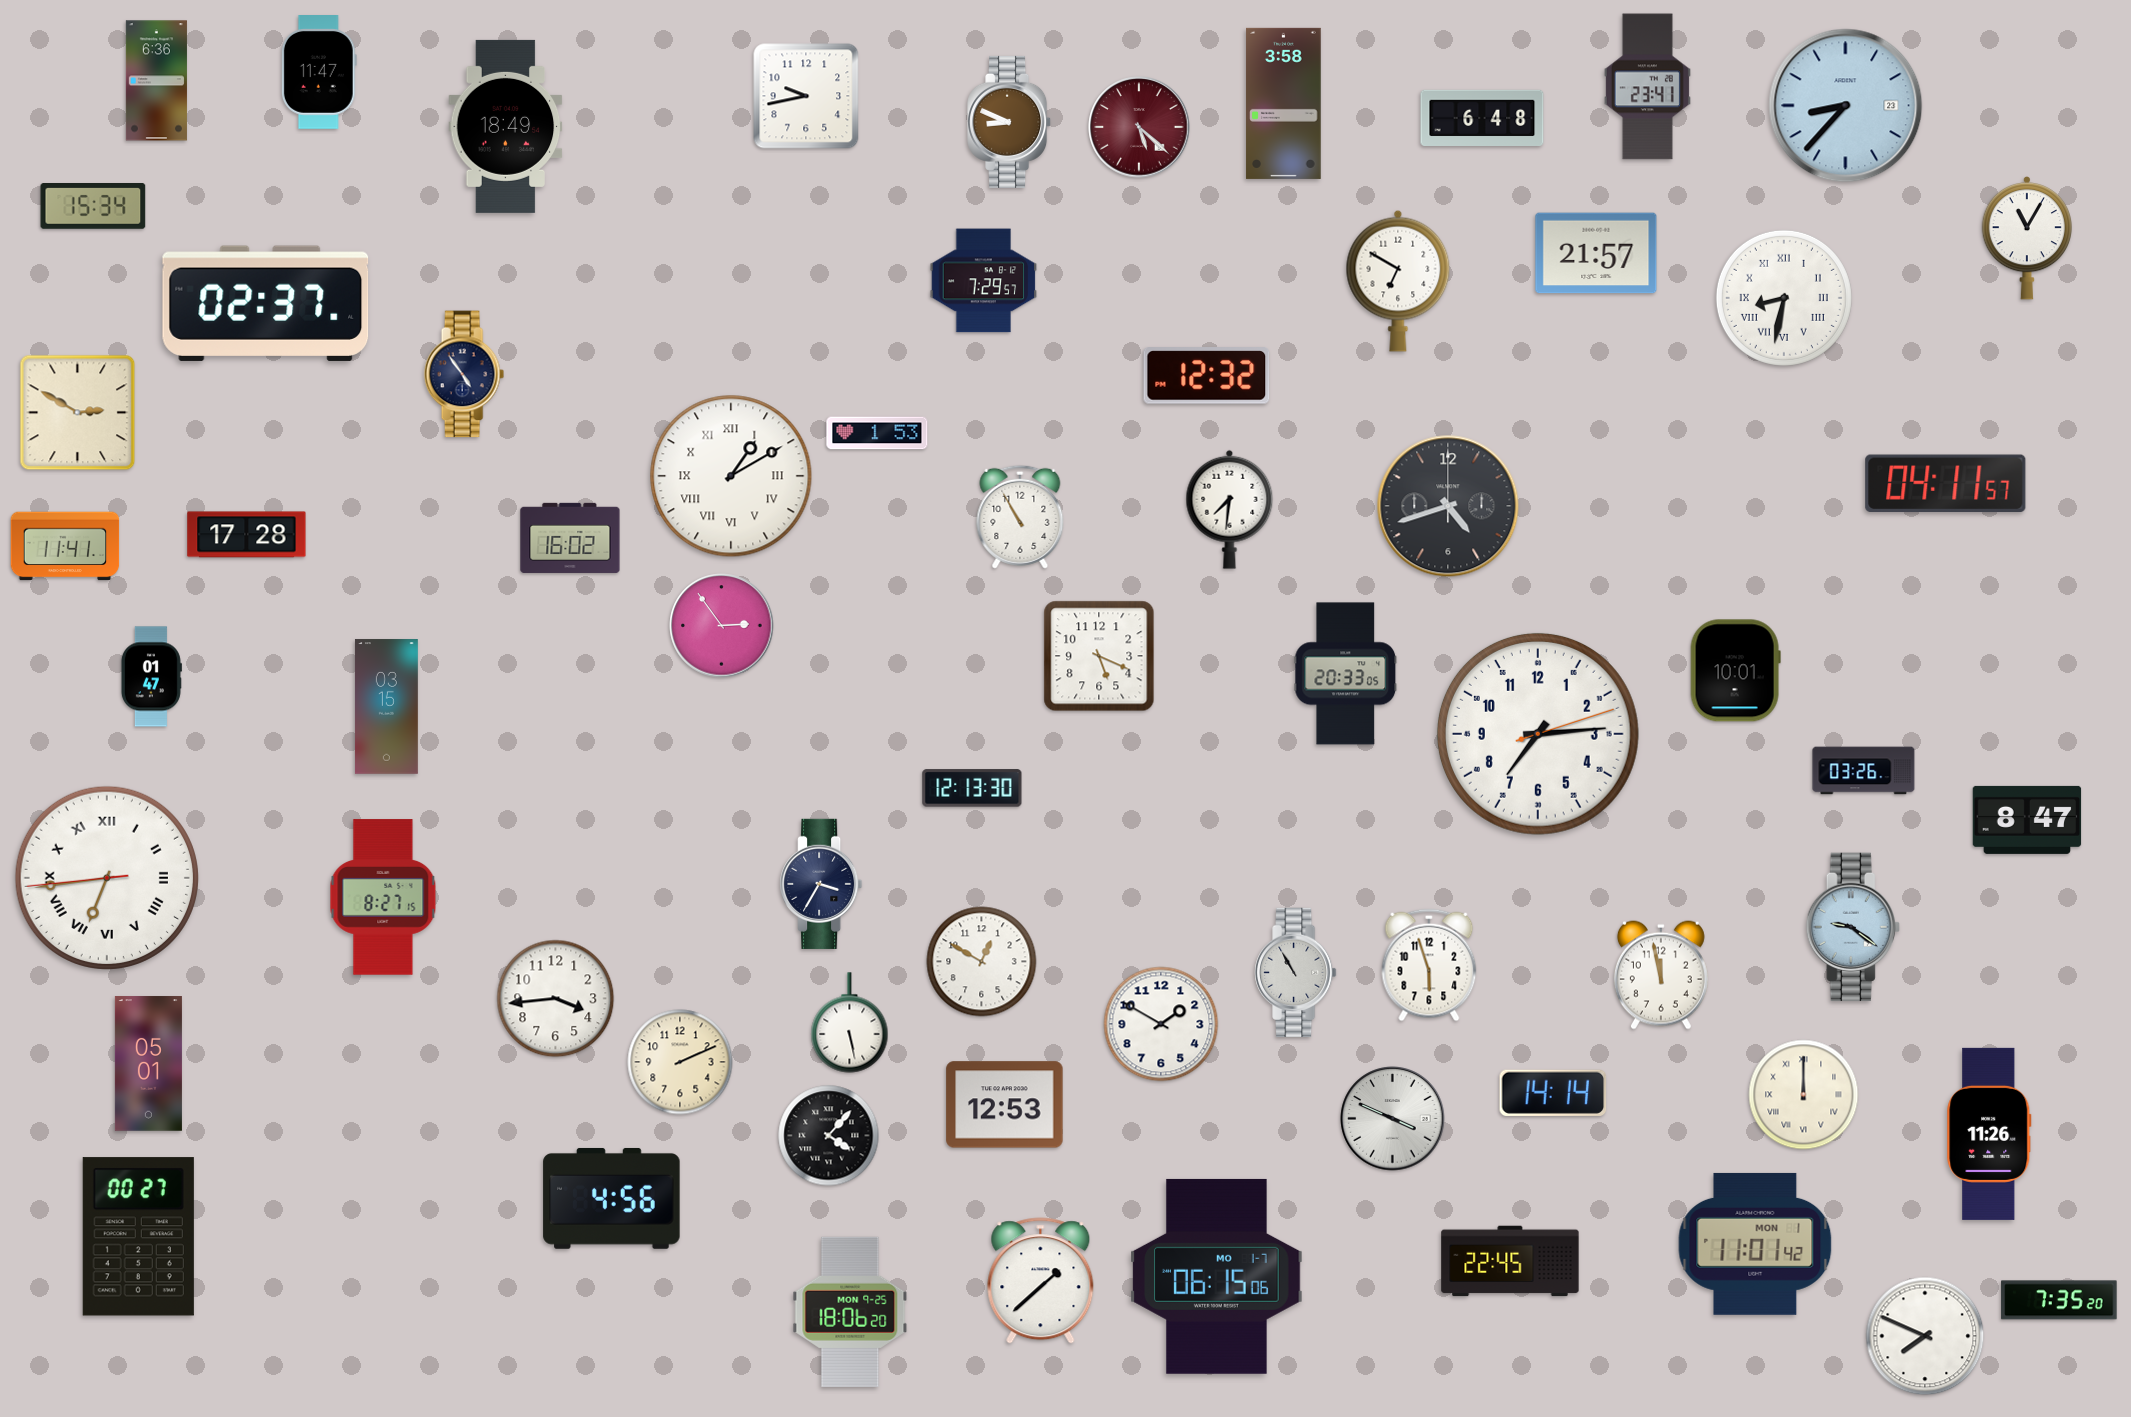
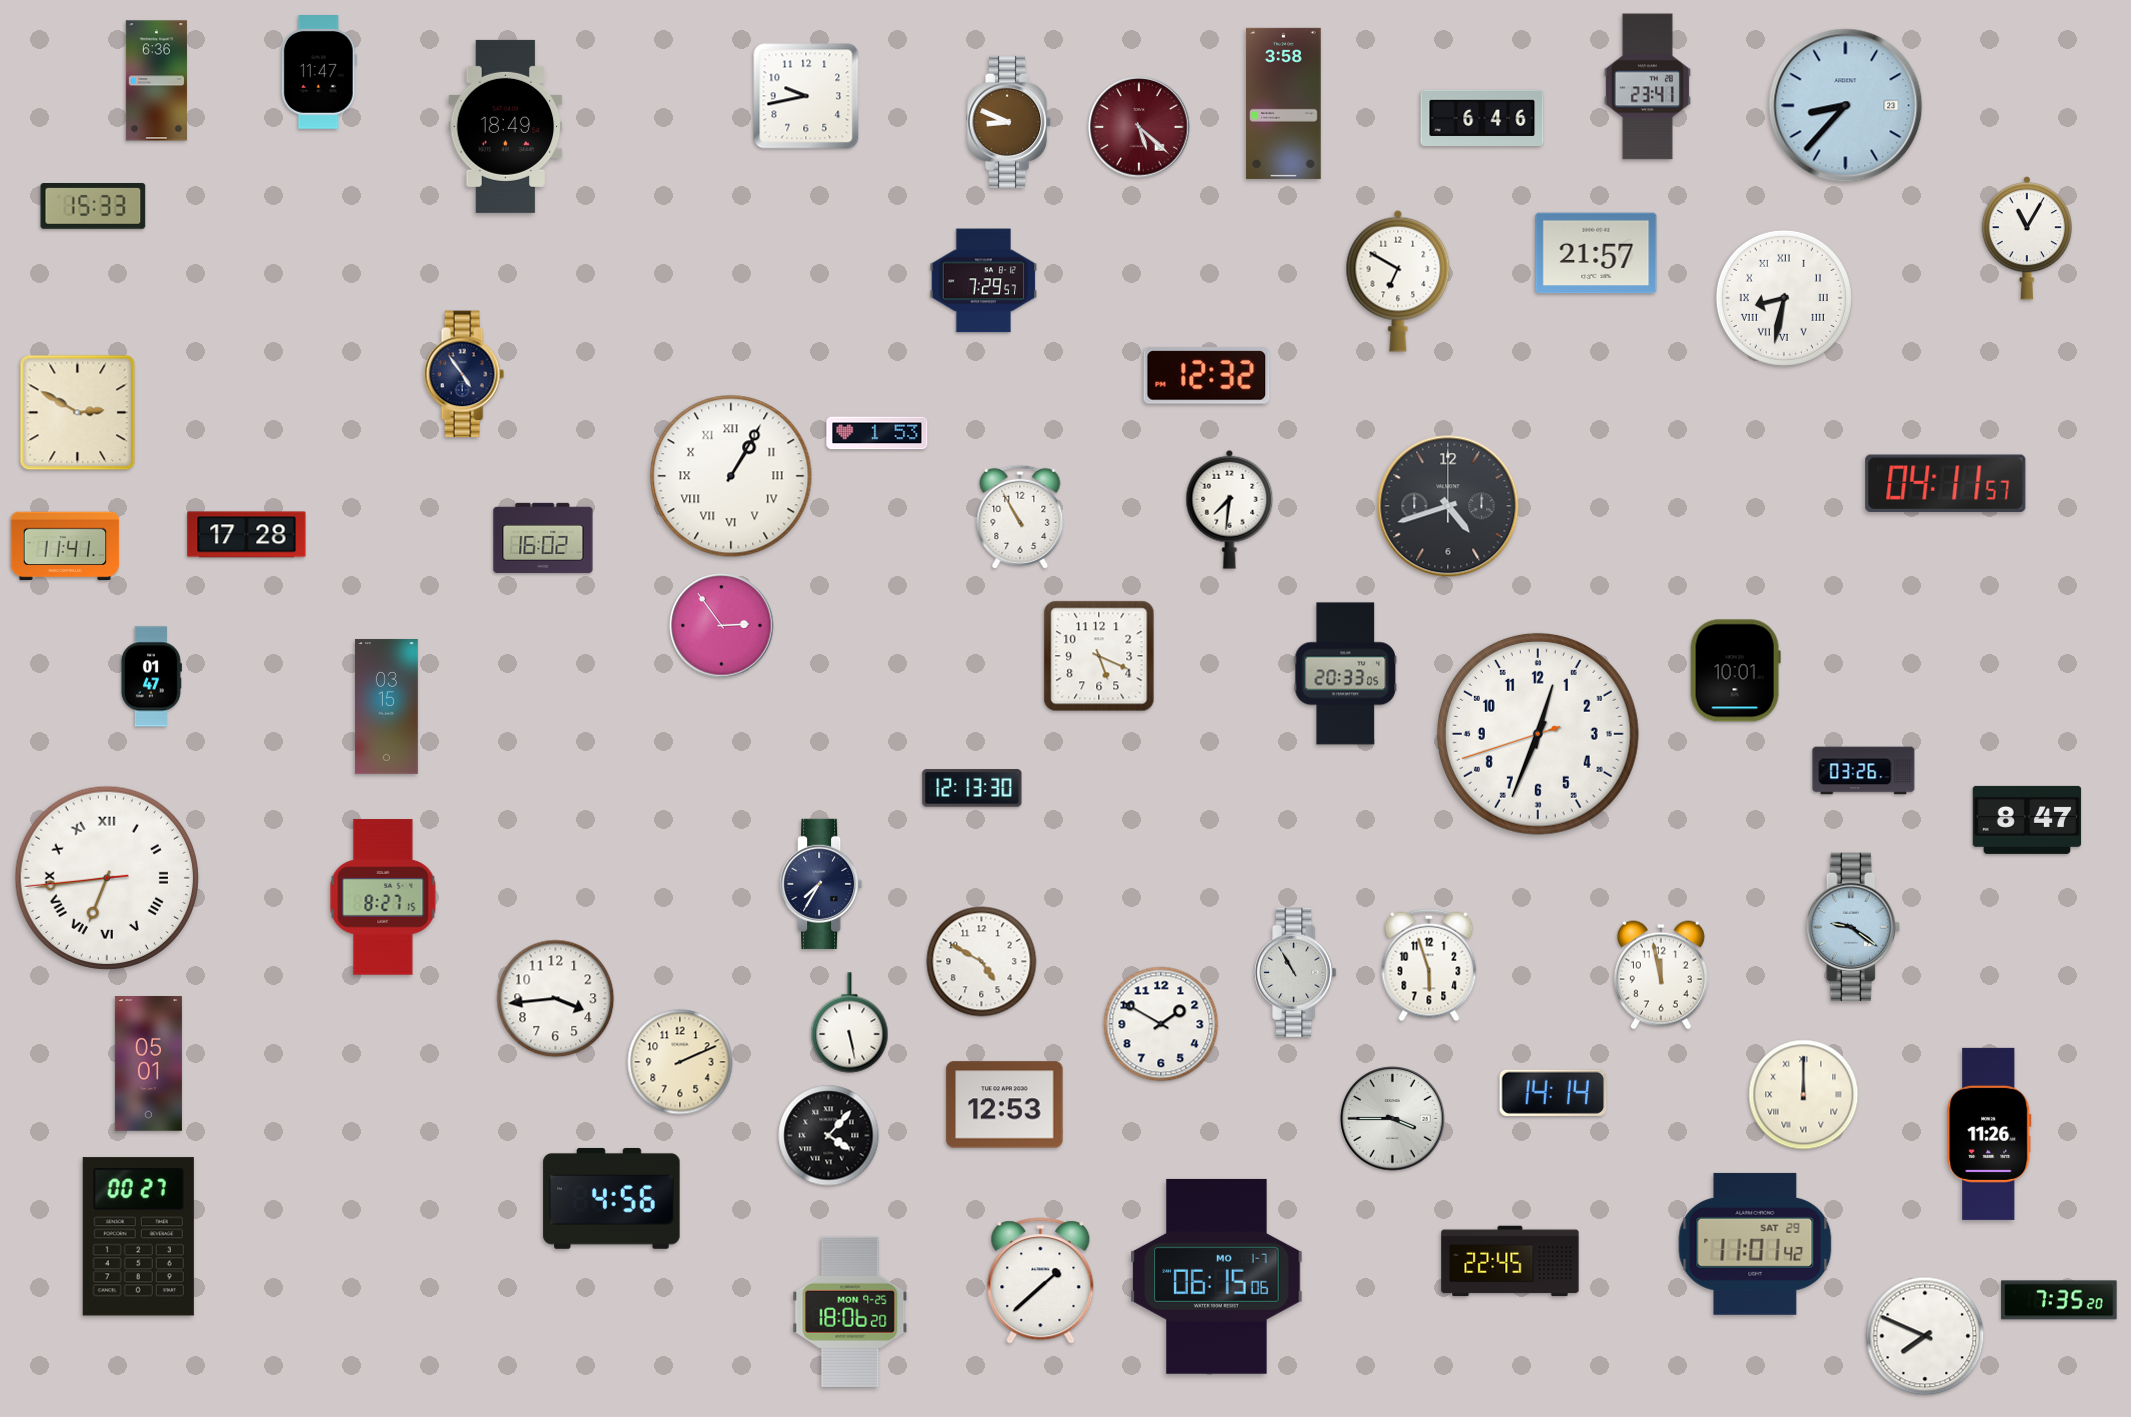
clock at (1482, 118): 6:48 -> 6:46
clock at (93, 207): 15:34 -> 15:33
clock at (266, 303): 02:37 -> none
clock at (731, 476): 1:10 -> 1:05
clock at (570, 538) position: (570, 538) -> (543, 538)
clock at (1538, 734): 7:14 -> 12:33
clock at (821, 884): 3:35 -> 7:35
clock at (982, 962): 12:50 -> 4:50
clock at (1393, 1119): 3:49 -> 3:45
clock at (1755, 1244) date: MON 1 -> SAT 29
